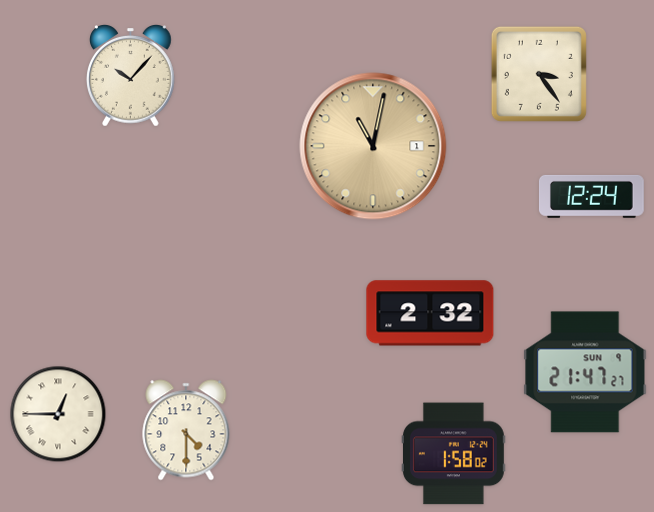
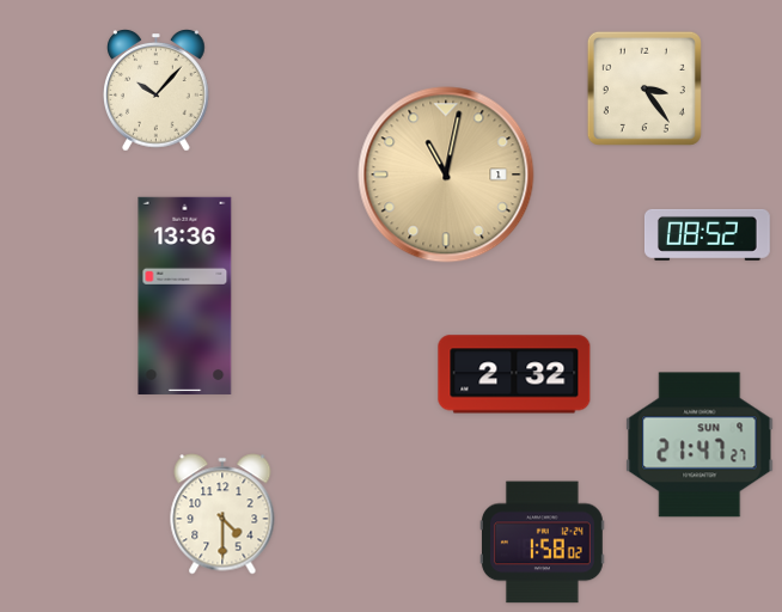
clock at (591, 196): 12:24 -> 08:52
clock at (185, 295): none -> 13:36
clock at (58, 414): 12:45 -> none
